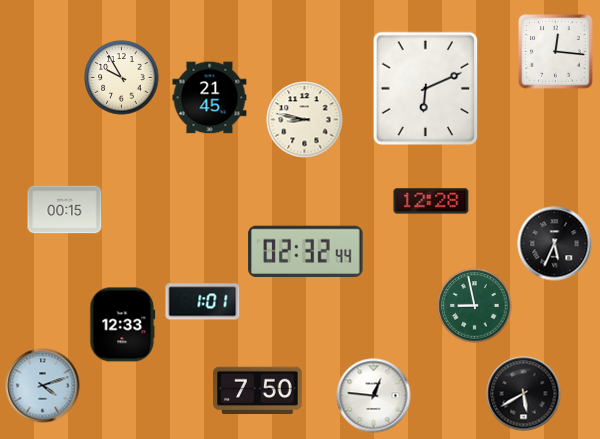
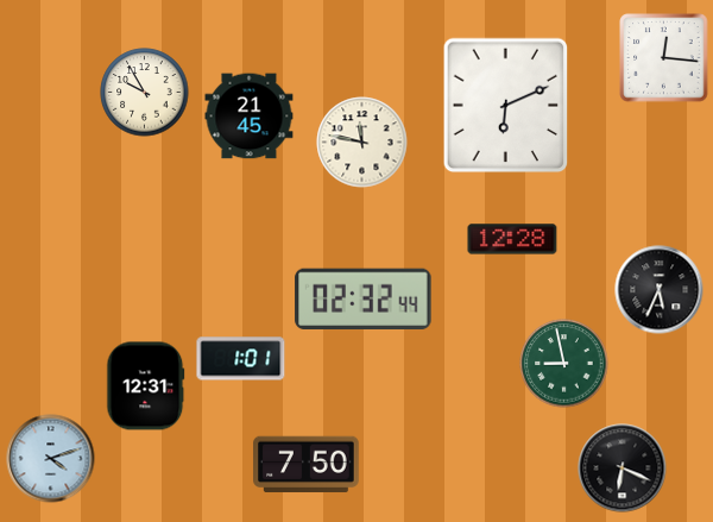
clock at (556, 52) position: (556, 52) -> (664, 58)
clock at (305, 120): 8:47 -> 11:47
clock at (65, 210): 00:15 -> none
clock at (123, 325): 12:33 -> 12:31
clock at (524, 394): 5:40 -> 6:19
clock at (374, 396): 12:46 -> none
